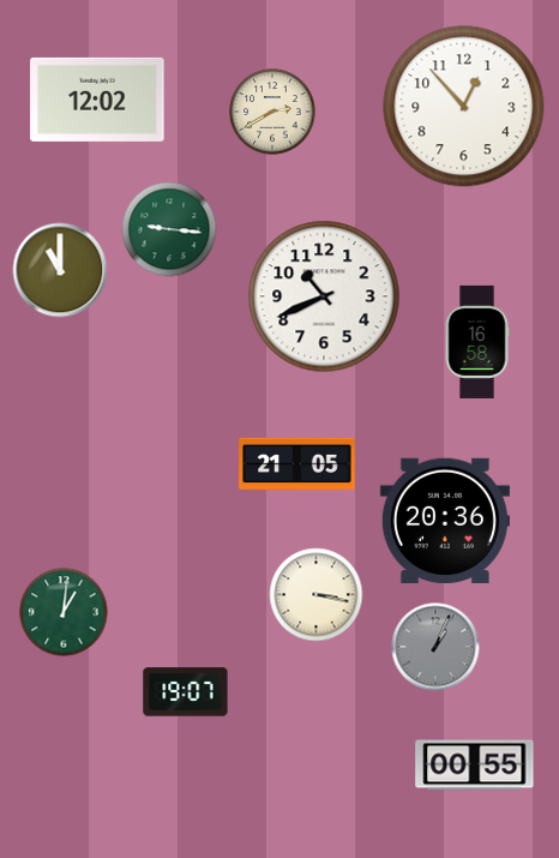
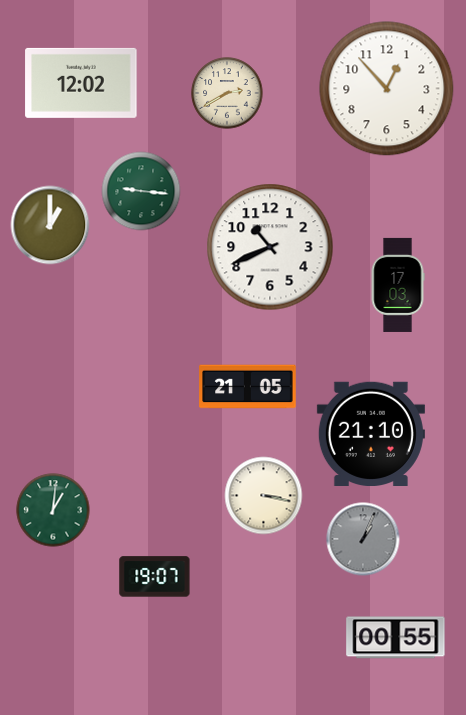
clock at (60, 270): 11:00 -> 1:00
clock at (477, 342): 16:58 -> 17:03
clock at (445, 520): 20:36 -> 21:10
